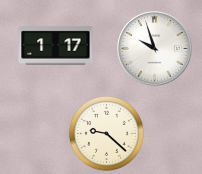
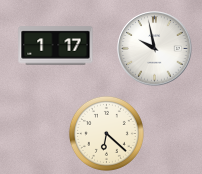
clock at (155, 49): 9:57 -> 9:58
clock at (106, 133): 9:22 -> 6:22
